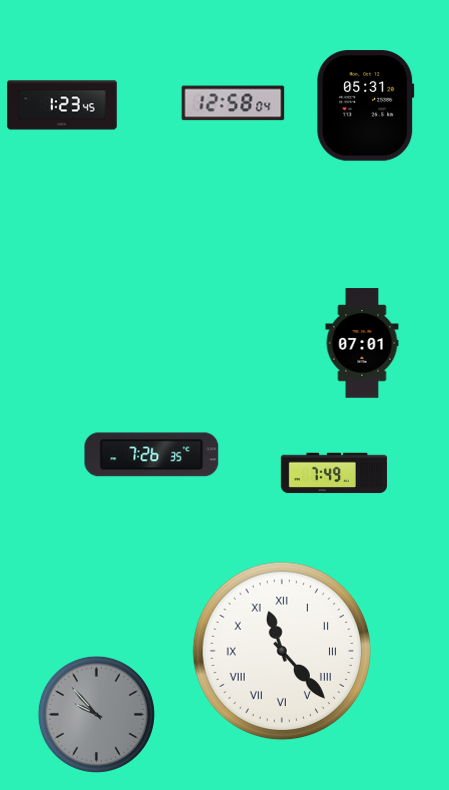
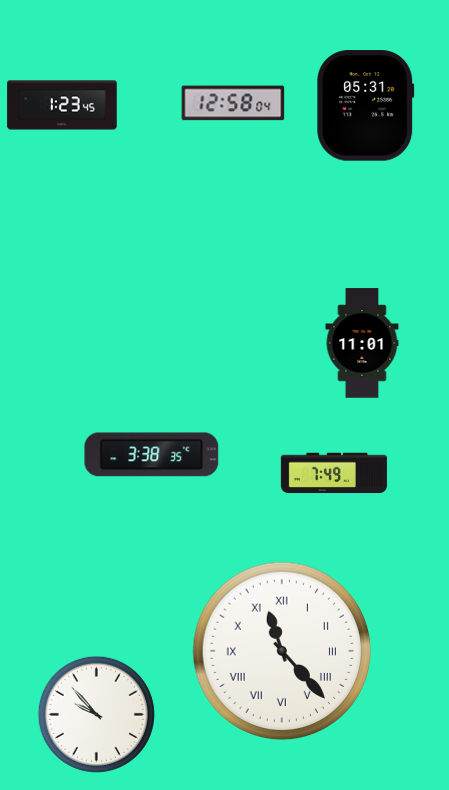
clock at (362, 343): 07:01 -> 11:01
clock at (152, 455): 7:26 -> 3:38
clock at (96, 714) dial: grey -> white
